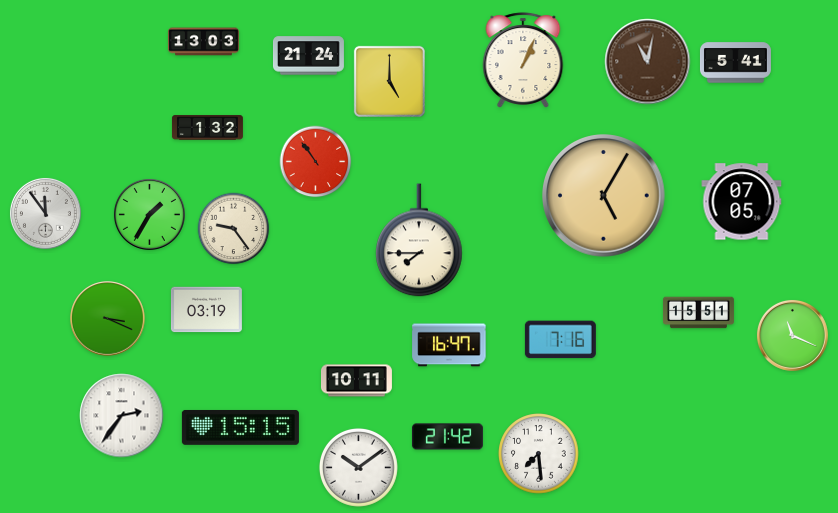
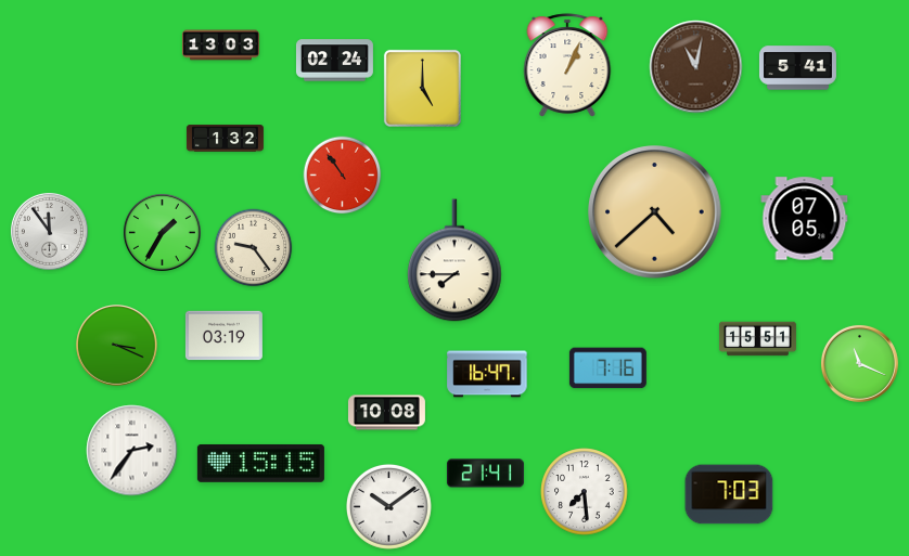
clock at (308, 56): 21:24 -> 02:24
clock at (648, 62) position: (648, 62) -> (696, 67)
clock at (604, 196): 5:05 -> 4:38
clock at (356, 381): 10:11 -> 10:08
clock at (447, 437): 21:42 -> 21:41
clock at (729, 494): none -> 7:03
